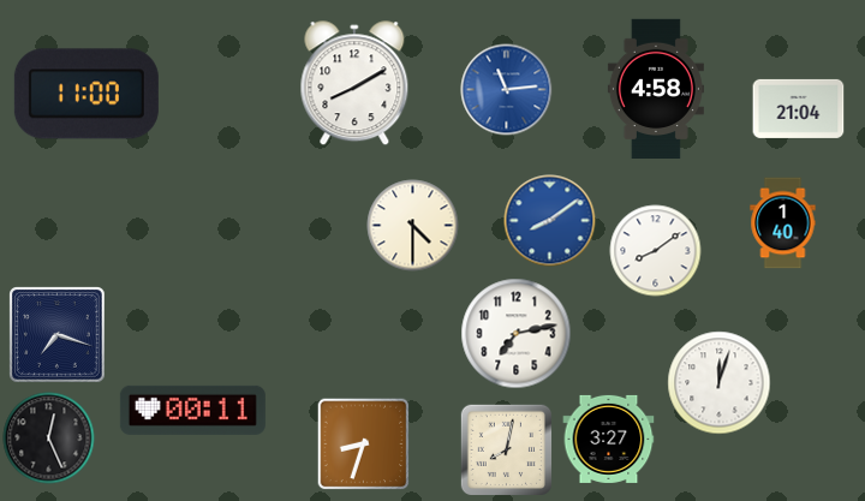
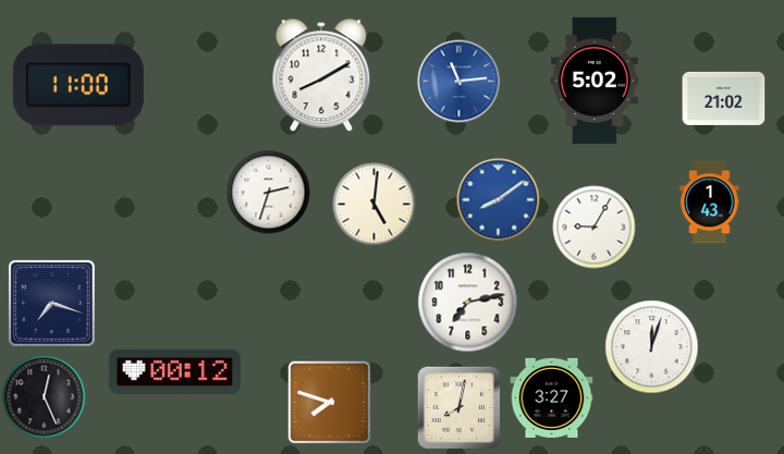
clock at (656, 89): 4:58 -> 5:02
clock at (799, 108): 21:04 -> 21:02
clock at (269, 193): none -> 2:33
clock at (783, 223): 1:40 -> 1:43
clock at (413, 226): 4:30 -> 5:01
clock at (656, 251): 8:09 -> 9:05
clock at (192, 410): 00:11 -> 00:12
clock at (363, 443): 8:33 -> 7:48
